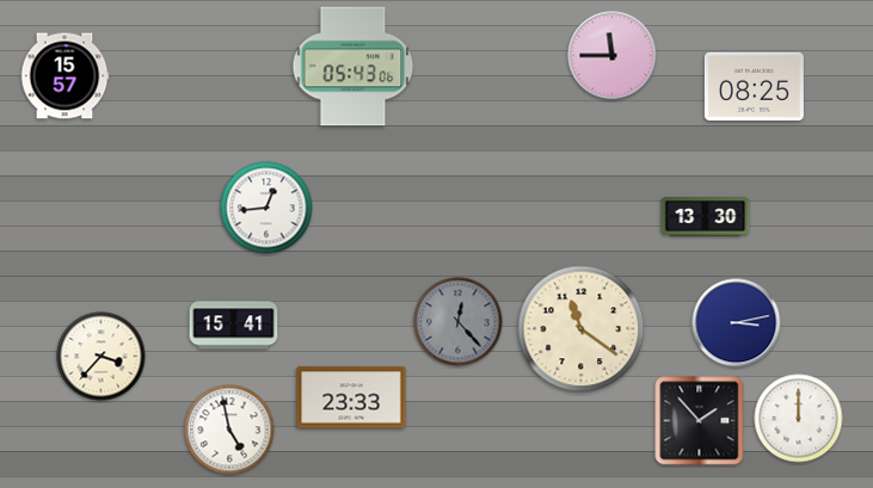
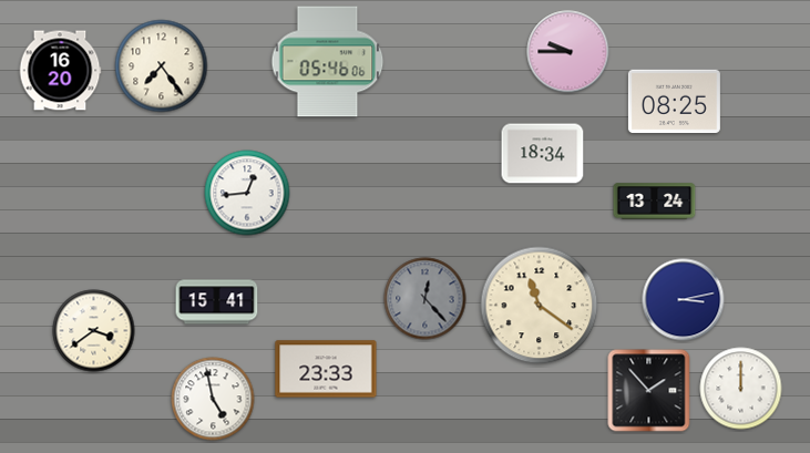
clock at (613, 56): 11:45 -> 9:45
clock at (353, 67): 05:43 -> 05:46
clock at (162, 66): none -> 7:24
clock at (64, 76): 15:57 -> 16:20
clock at (754, 87) position: (754, 87) -> (674, 102)
clock at (543, 154): none -> 18:34
clock at (706, 217): 13:30 -> 13:24
clock at (102, 357): 3:37 -> 3:39
